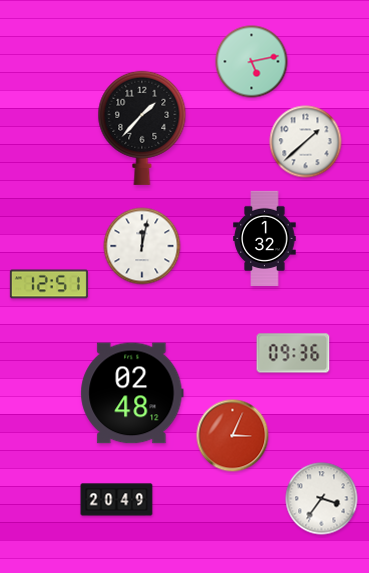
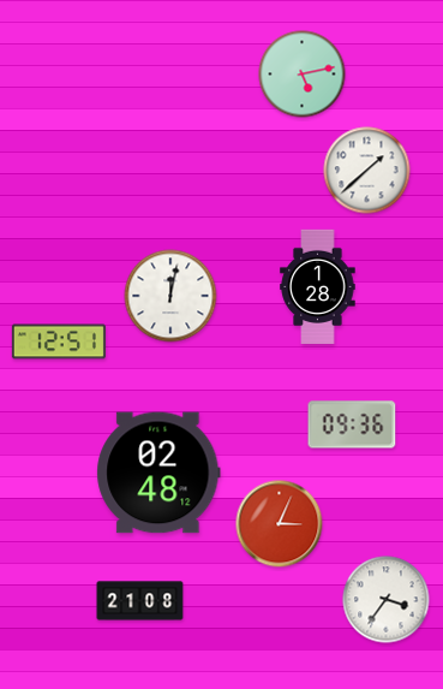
clock at (142, 128): 1:37 -> none
clock at (265, 238): 1:32 -> 1:28
clock at (117, 500): 20:49 -> 21:08
